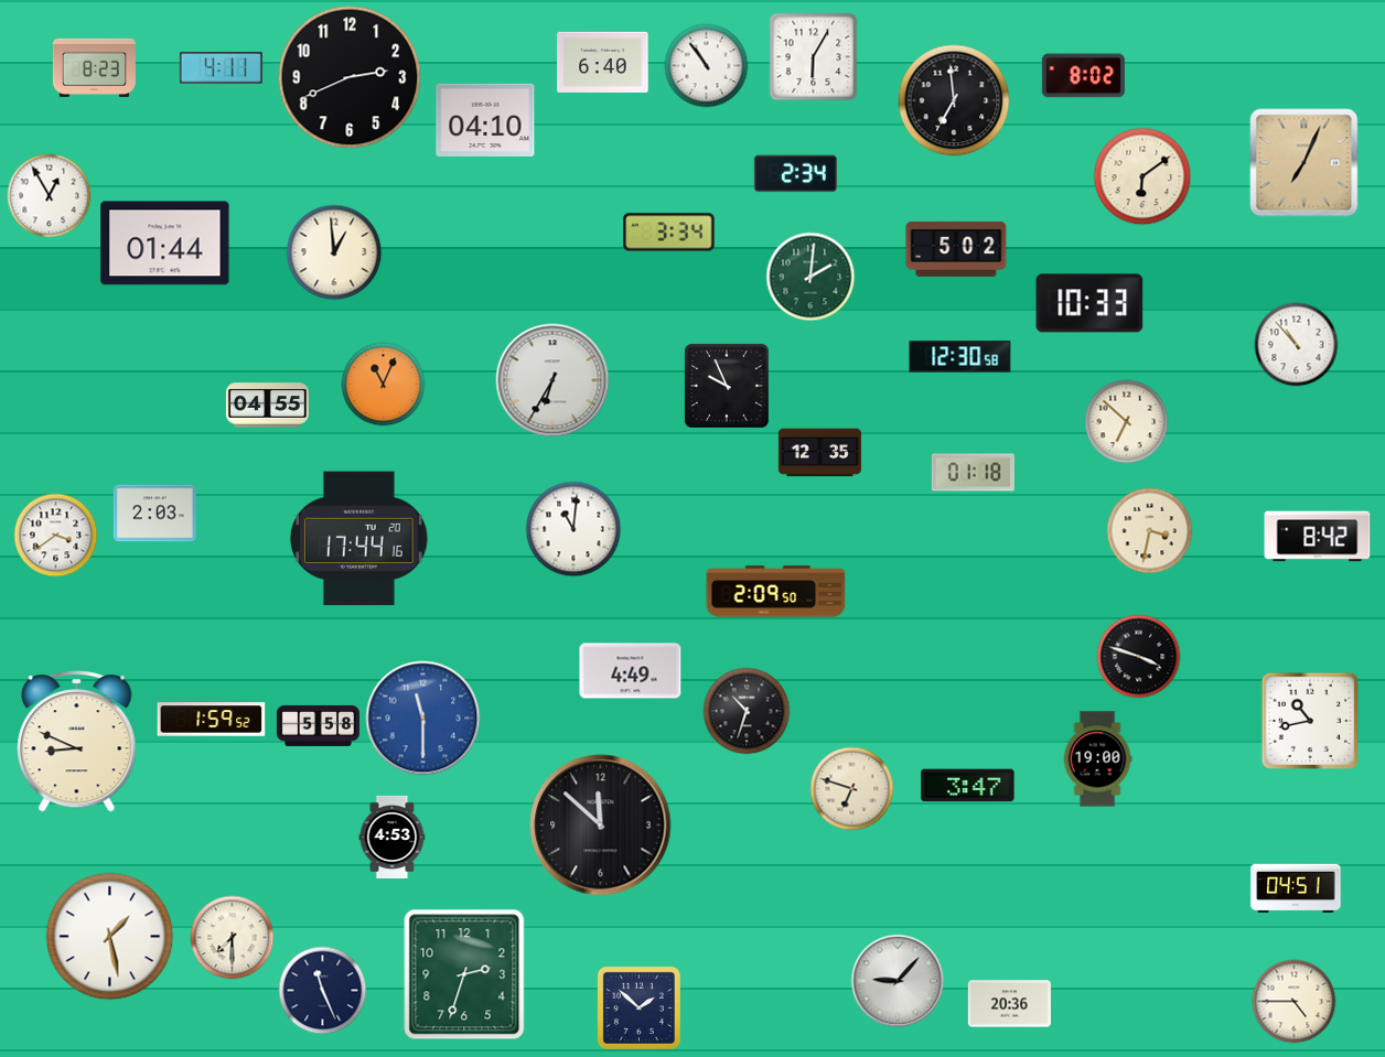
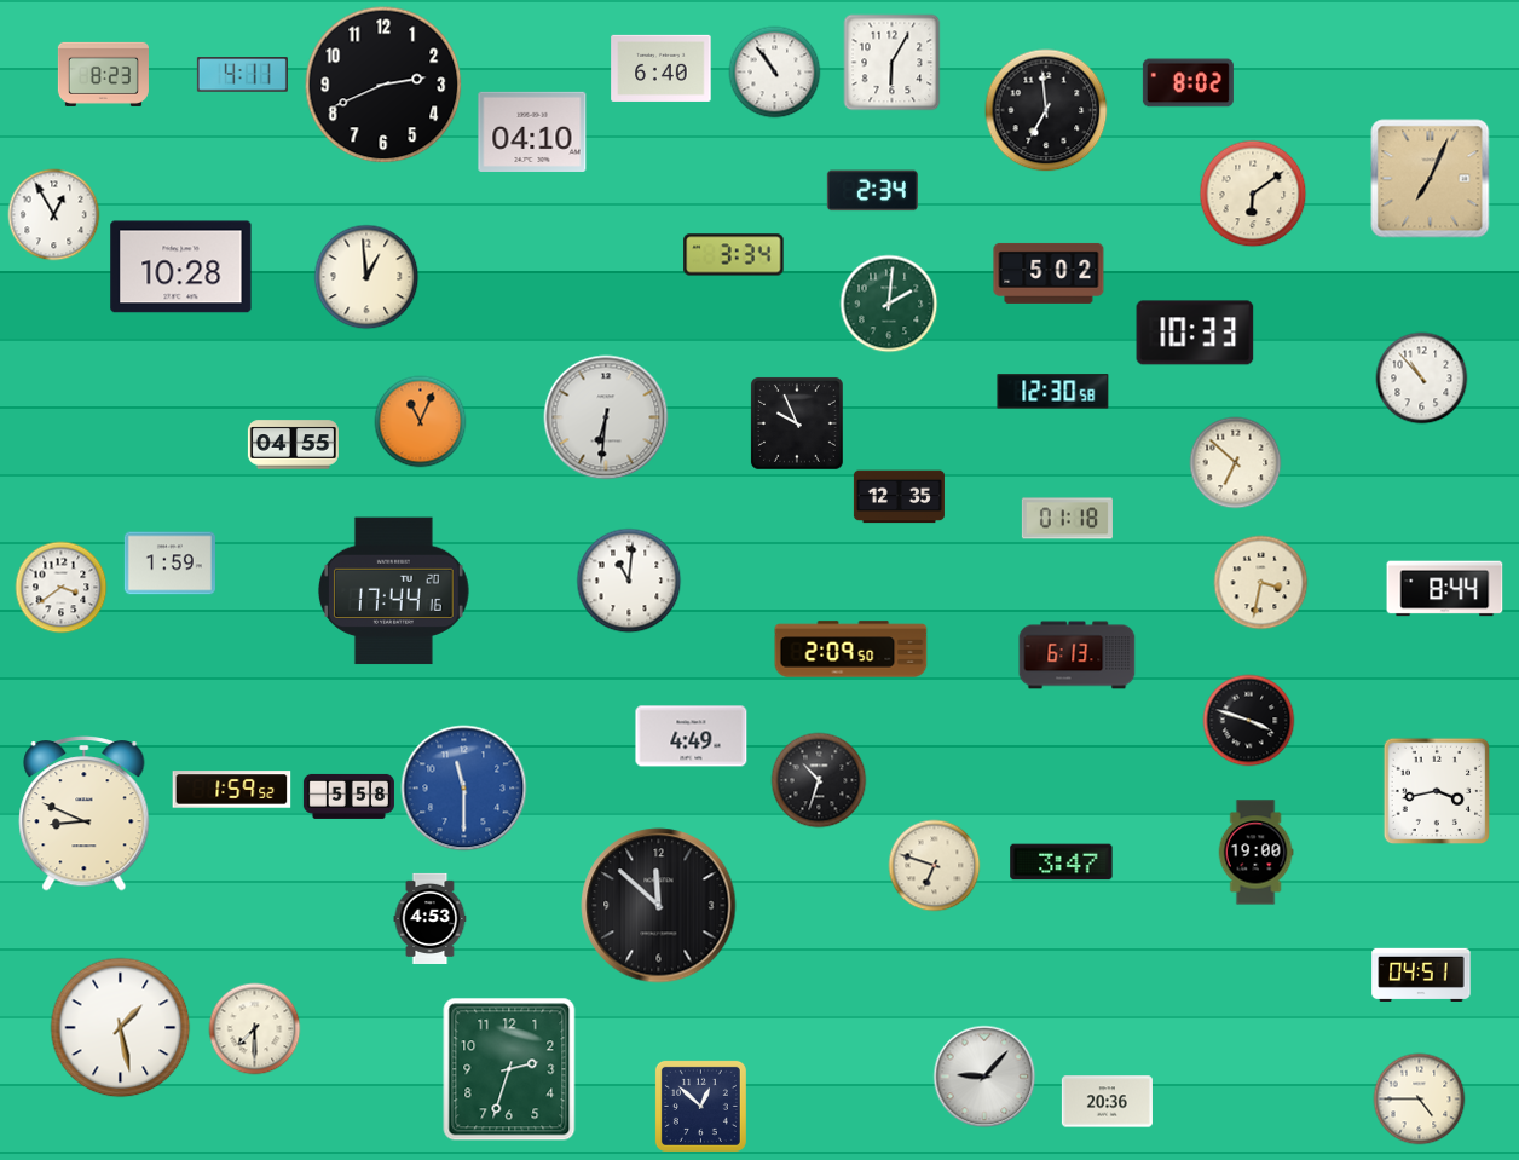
clock at (165, 244): 01:44 -> 10:28
clock at (552, 380): 6:35 -> 6:31
clock at (154, 514): 2:03 -> 1:59
clock at (1318, 537): 8:42 -> 8:44
clock at (1078, 656): none -> 6:13
clock at (1309, 720): 10:43 -> 3:43
clock at (1097, 759) position: (1097, 759) -> (1255, 853)
clock at (323, 991): 11:26 -> none
clock at (638, 1007): 1:52 -> 12:52
